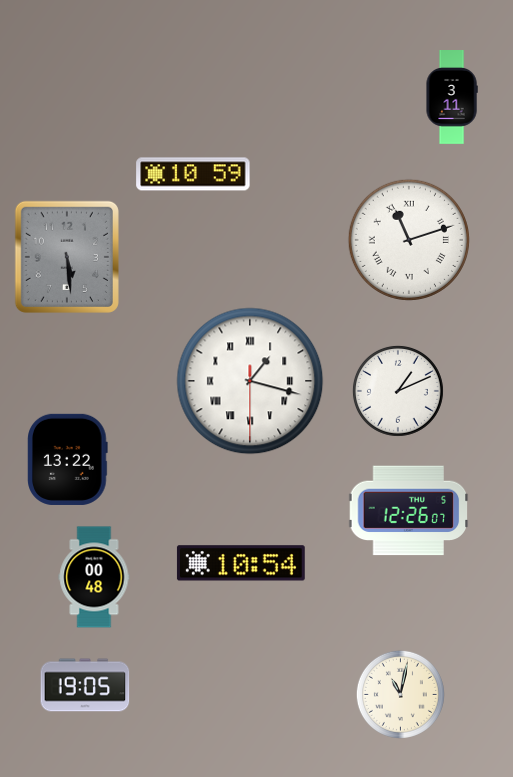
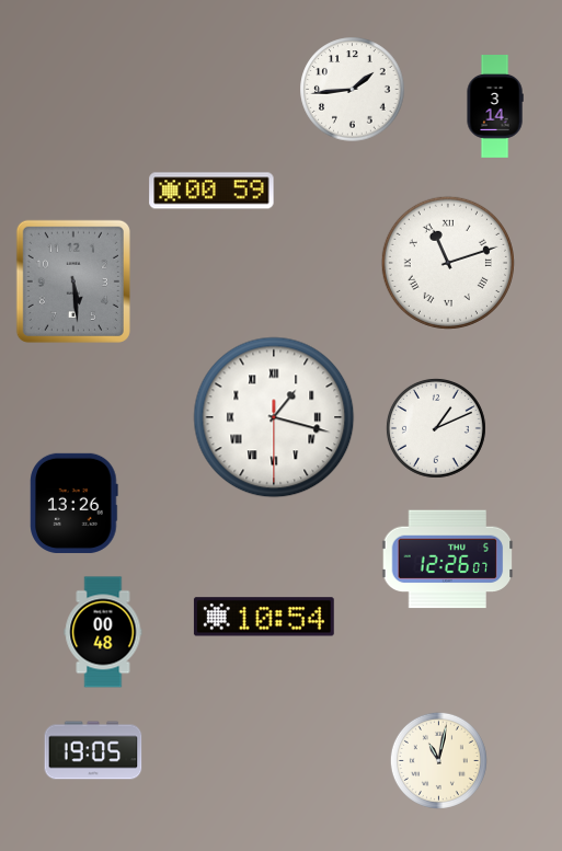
clock at (353, 90): none -> 1:44
clock at (452, 98): 3:11 -> 3:14
clock at (193, 174): 10:59 -> 00:59
clock at (68, 459): 13:22 -> 13:26
